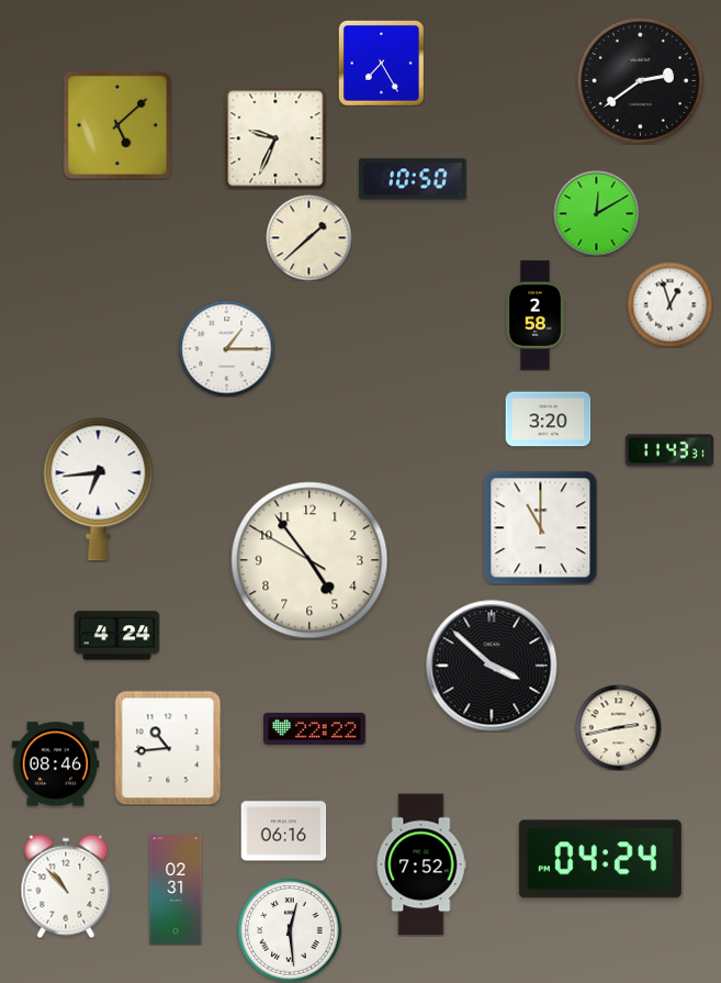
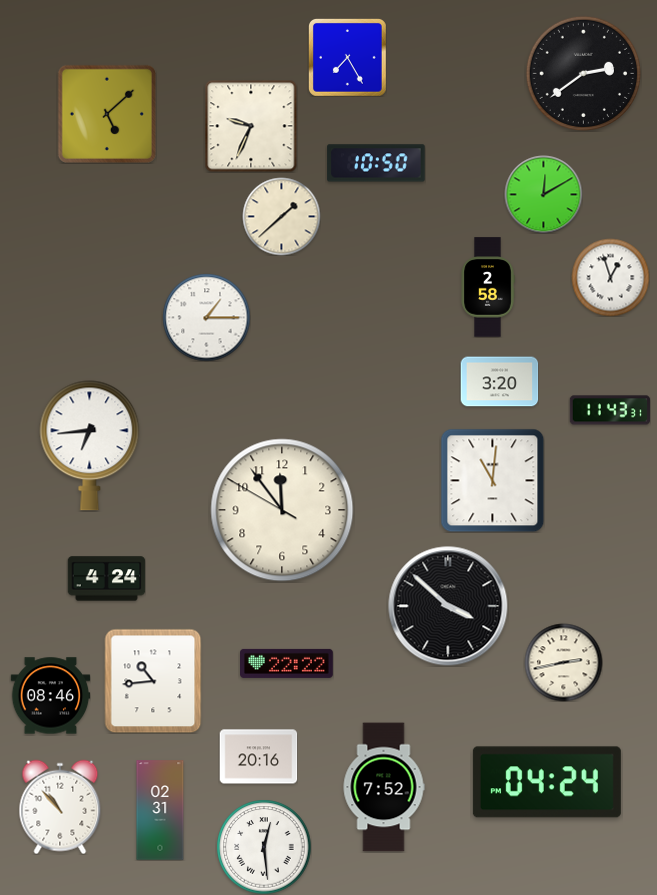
clock at (540, 527): 11:00 -> 11:01
clock at (309, 560): 4:53 -> 11:53
clock at (283, 831): 06:16 -> 20:16
